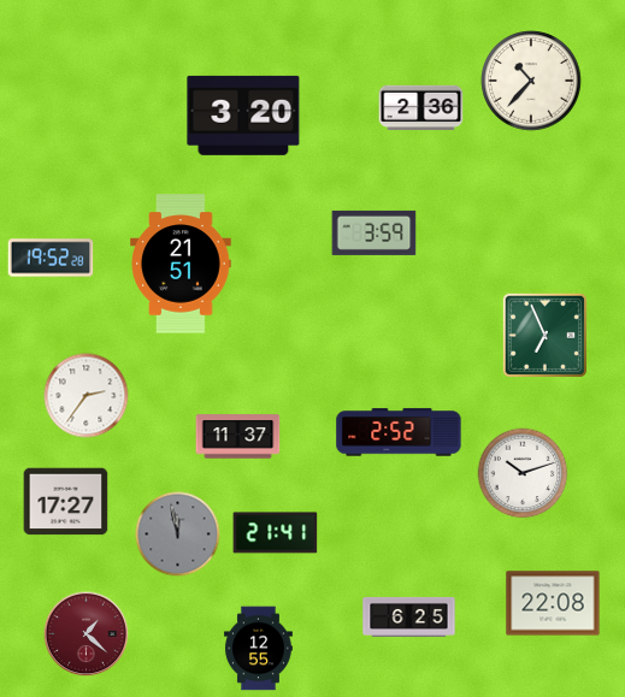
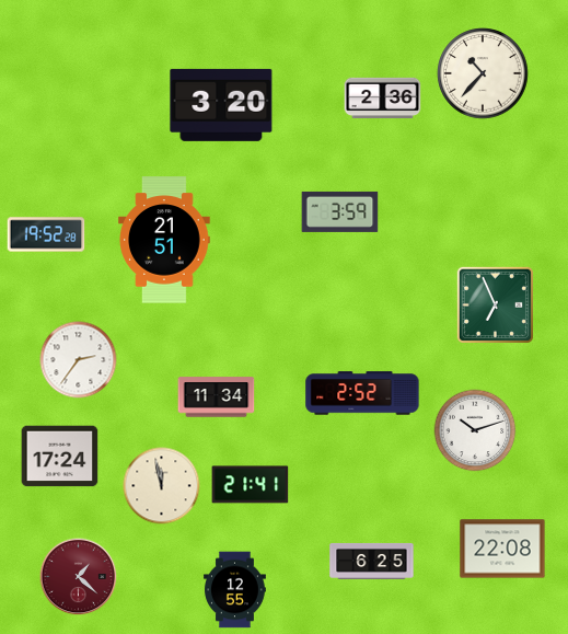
clock at (238, 437): 11:37 -> 11:34
clock at (66, 502): 17:27 -> 17:24
clock at (178, 534) dial: grey -> cream
